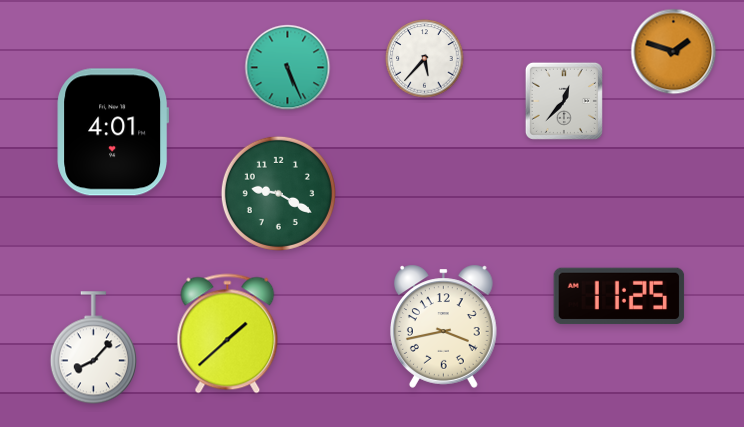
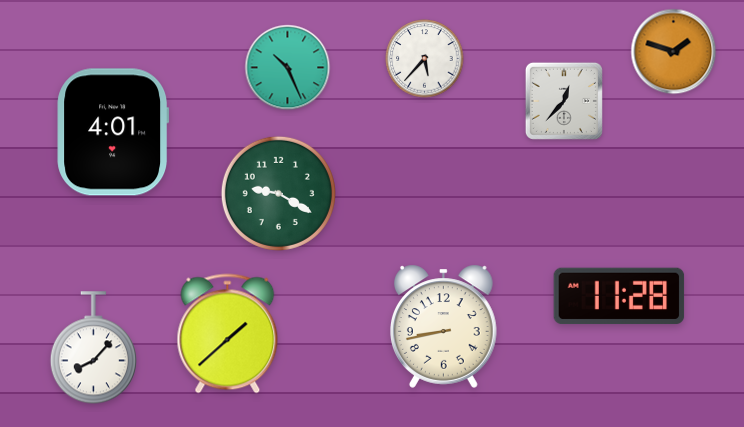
clock at (288, 68): 5:26 -> 10:26
clock at (619, 296): 11:25 -> 11:28
clock at (444, 326): 3:43 -> 8:43
